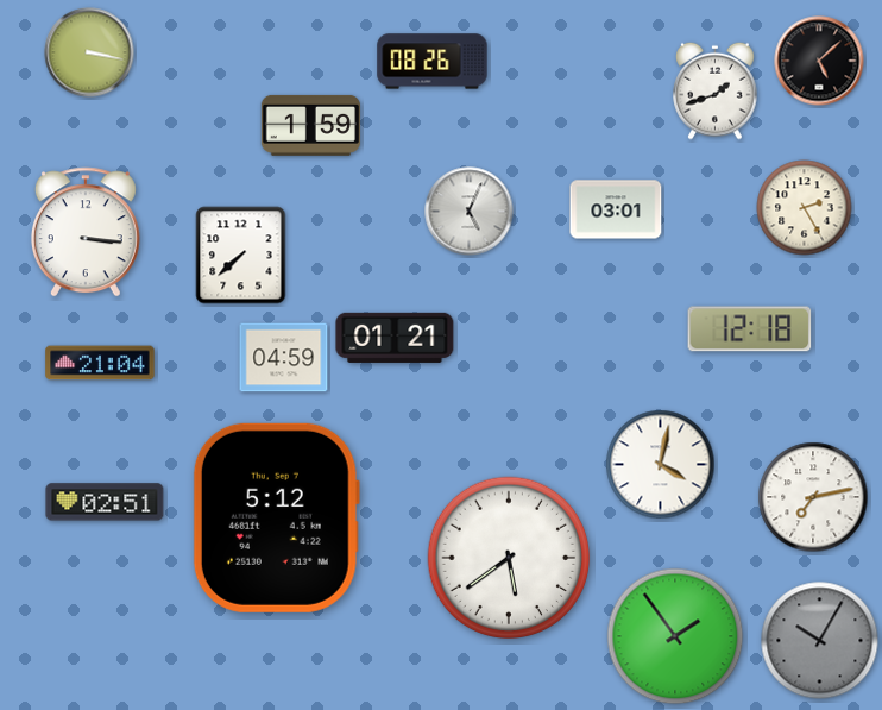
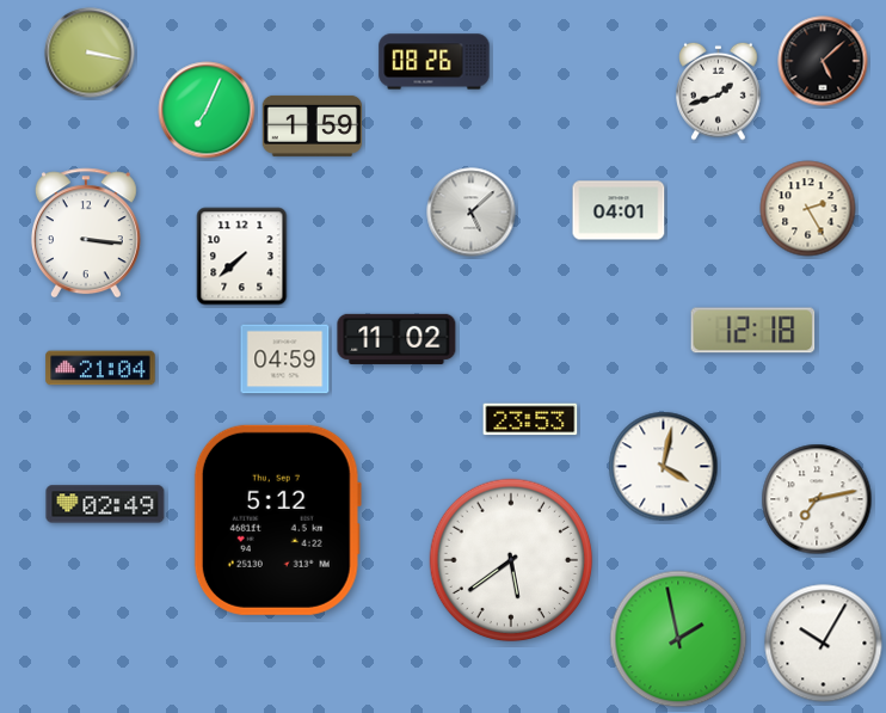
clock at (207, 110): none -> 7:04
clock at (616, 209): 03:01 -> 04:01
clock at (470, 212): 5:04 -> 5:08
clock at (395, 338): 01:21 -> 11:02
clock at (100, 363) position: (100, 363) -> (100, 368)
clock at (530, 419): none -> 23:53
clock at (105, 502): 02:51 -> 02:49
clock at (675, 636): 1:54 -> 1:58
clock at (820, 641) dial: grey -> white
